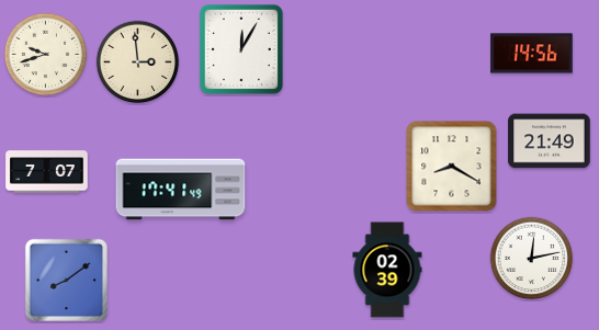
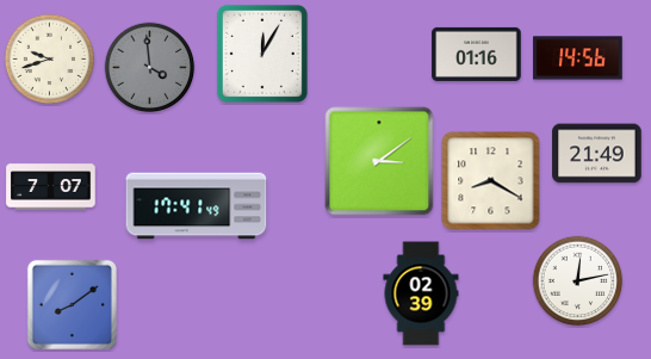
clock at (477, 54): none -> 01:16
clock at (138, 62): 2:59 -> 3:59
clock at (138, 62) dial: cream -> grey
clock at (379, 161): none -> 3:09
